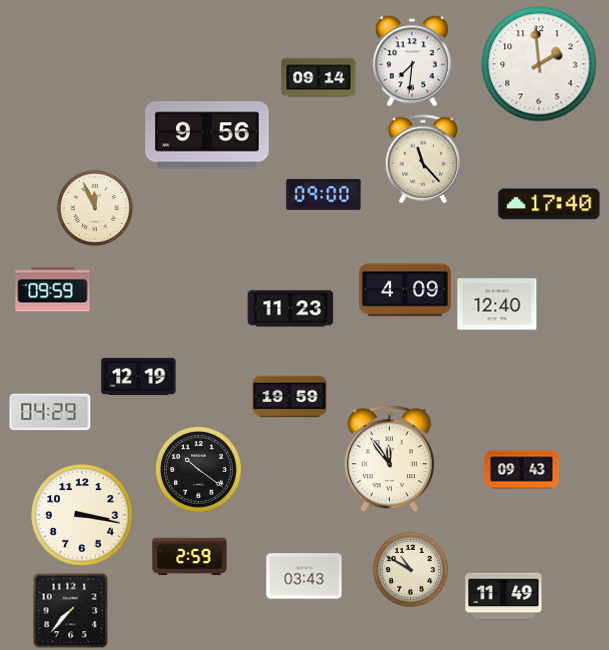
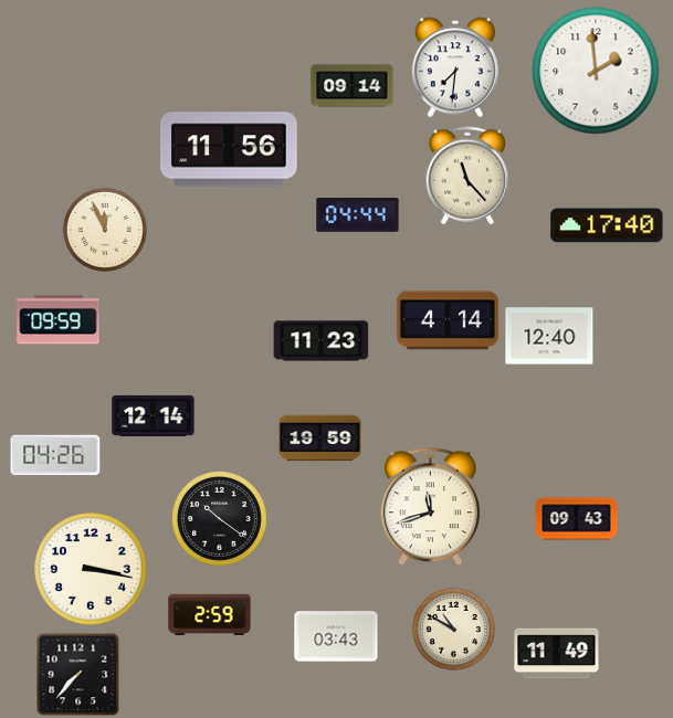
clock at (207, 135): 9:56 -> 11:56
clock at (324, 195): 09:00 -> 04:44
clock at (405, 290): 4:09 -> 4:14
clock at (139, 376): 12:19 -> 12:14
clock at (50, 412): 04:29 -> 04:26
clock at (389, 459): 11:54 -> 11:42
clock at (504, 596) position: (504, 596) -> (557, 654)
